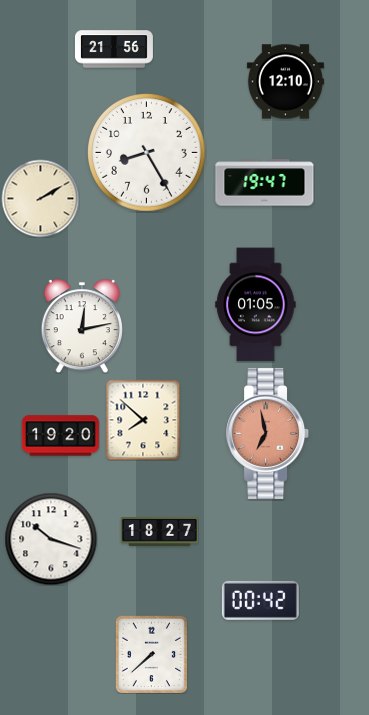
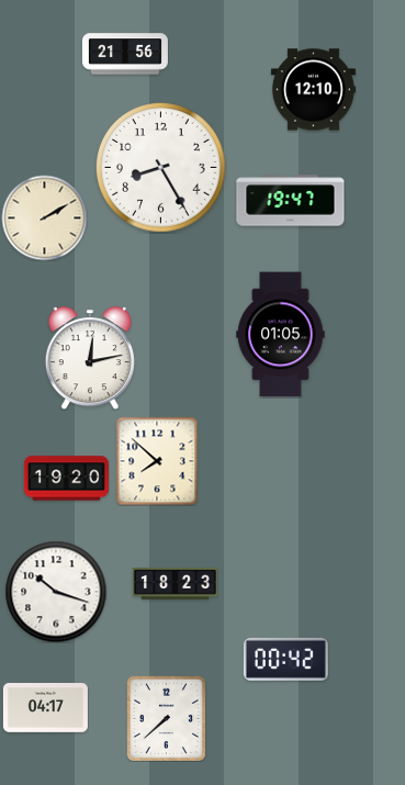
clock at (268, 433): 6:58 -> none
clock at (159, 532): 18:27 -> 18:23
clock at (45, 708): none -> 04:17
